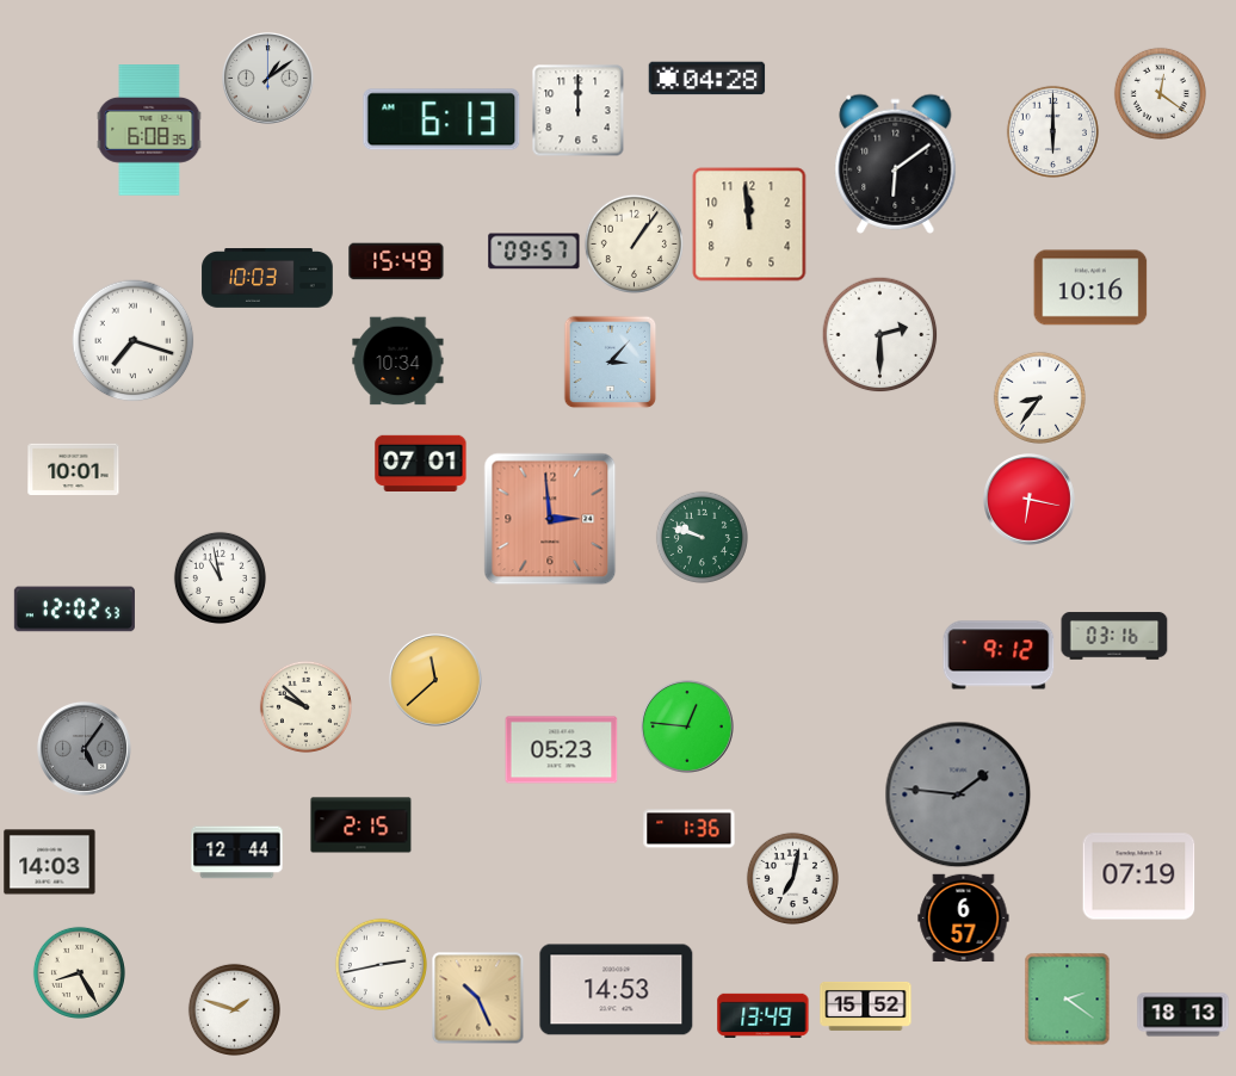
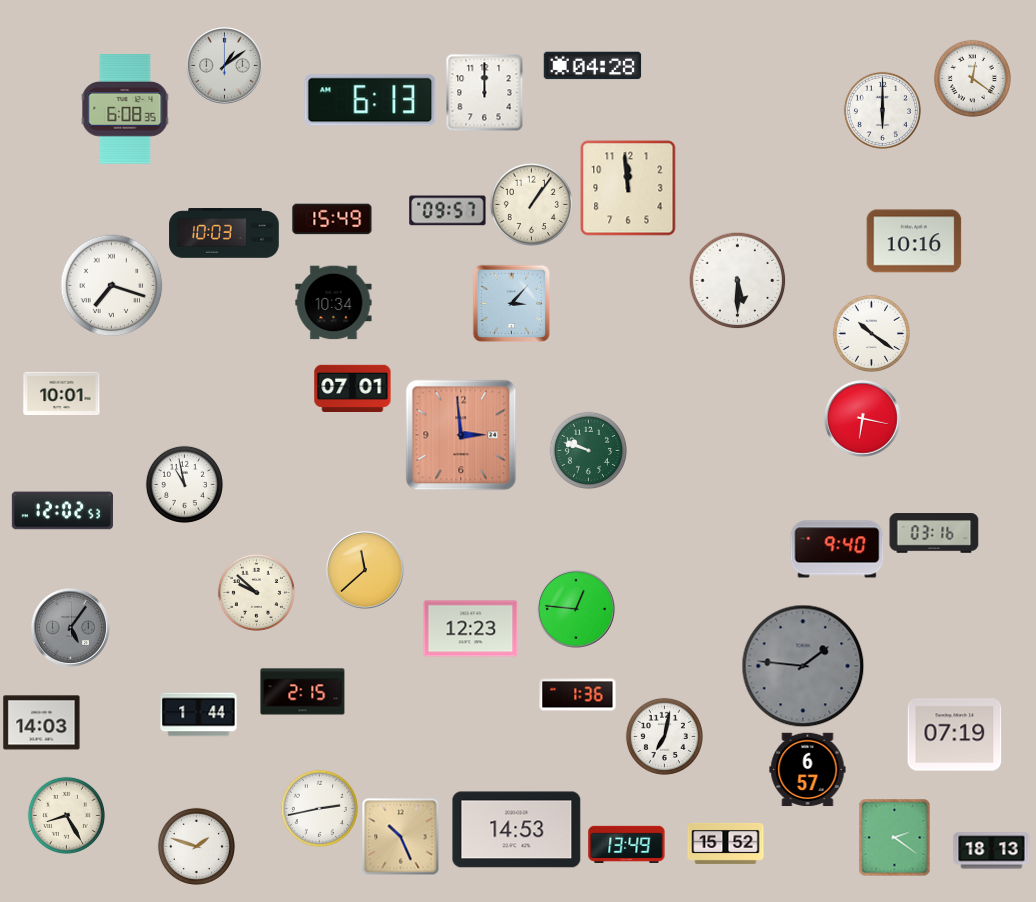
clock at (896, 163): 6:09 -> none
clock at (879, 334): 2:30 -> 5:30
clock at (1039, 397): 8:36 -> 10:21
clock at (999, 655): 9:12 -> 9:40
clock at (562, 750): 05:23 -> 12:23
clock at (237, 853): 12:44 -> 1:44
clock at (764, 1015) position: (764, 1015) -> (627, 844)
